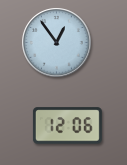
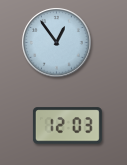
clock at (67, 126): 12:06 -> 12:03
